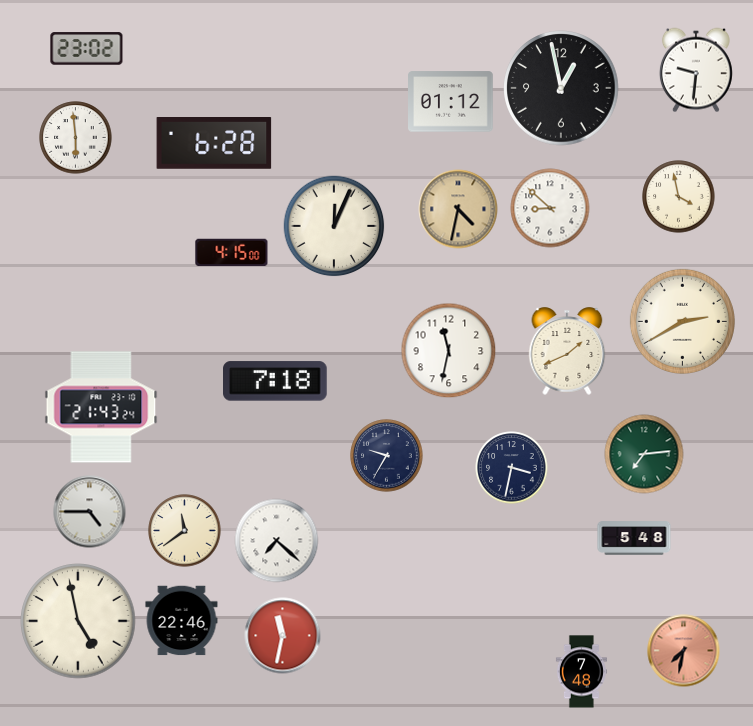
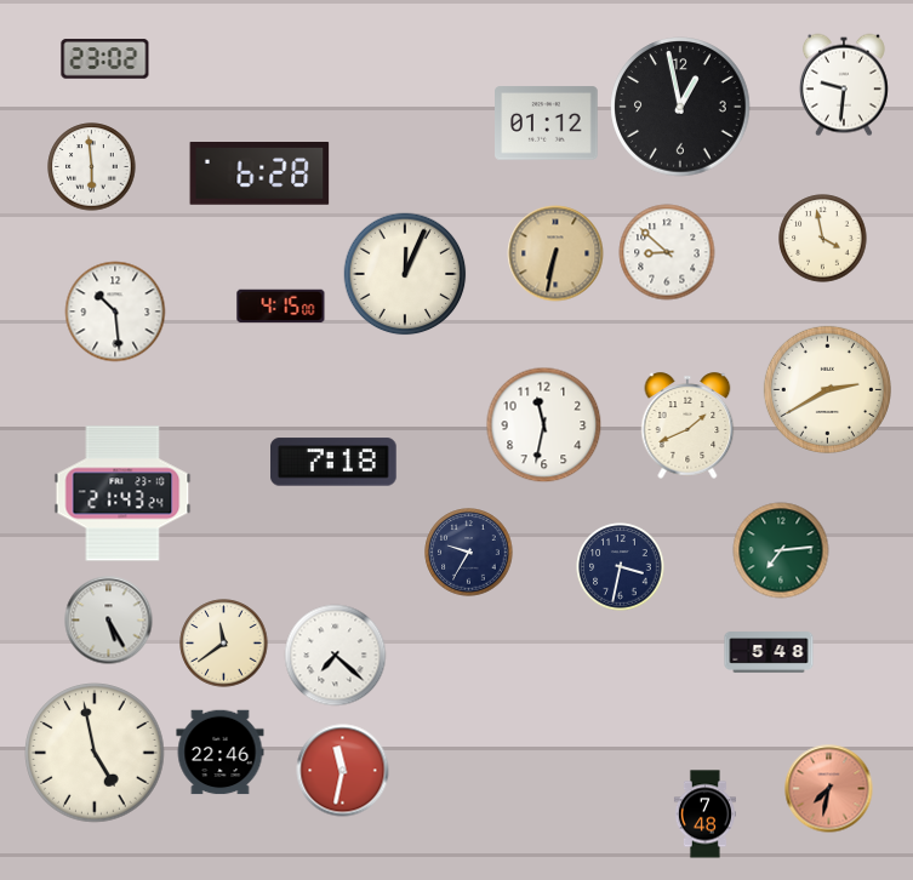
clock at (458, 209): 4:32 -> 6:32
clock at (115, 312): none -> 10:29
clock at (90, 512): 4:45 -> 5:25
